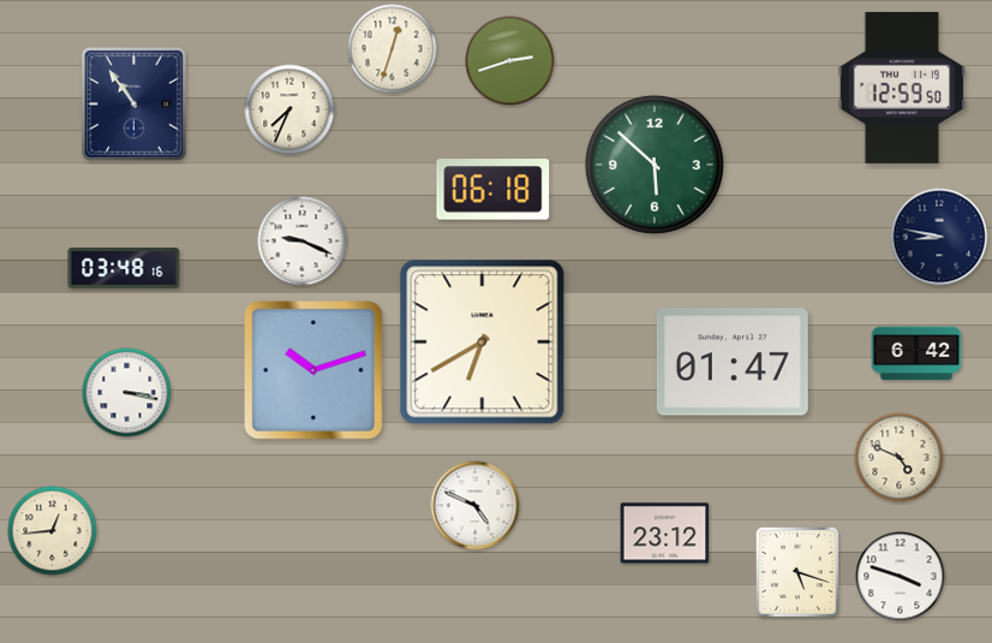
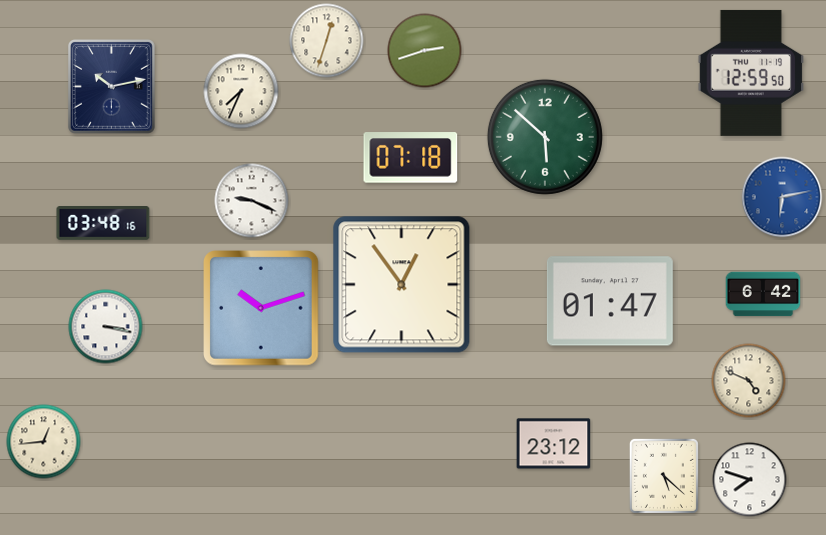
clock at (133, 103): 10:54 -> 10:13
clock at (494, 190): 06:18 -> 07:18
clock at (939, 237): 8:47 -> 6:13
clock at (939, 237) dial: navy -> blue
clock at (483, 343): 6:40 -> 12:54
clock at (476, 506): 4:49 -> none
clock at (797, 572): 5:18 -> 5:22
clock at (901, 577): 3:48 -> 7:48
